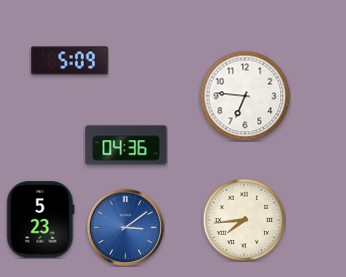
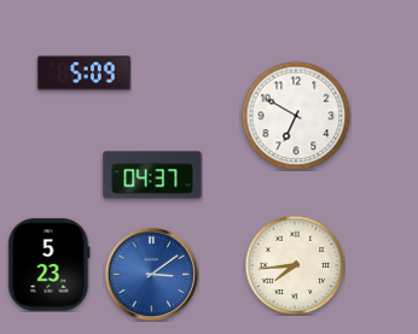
clock at (245, 96): 6:46 -> 6:50
clock at (126, 145): 04:36 -> 04:37
